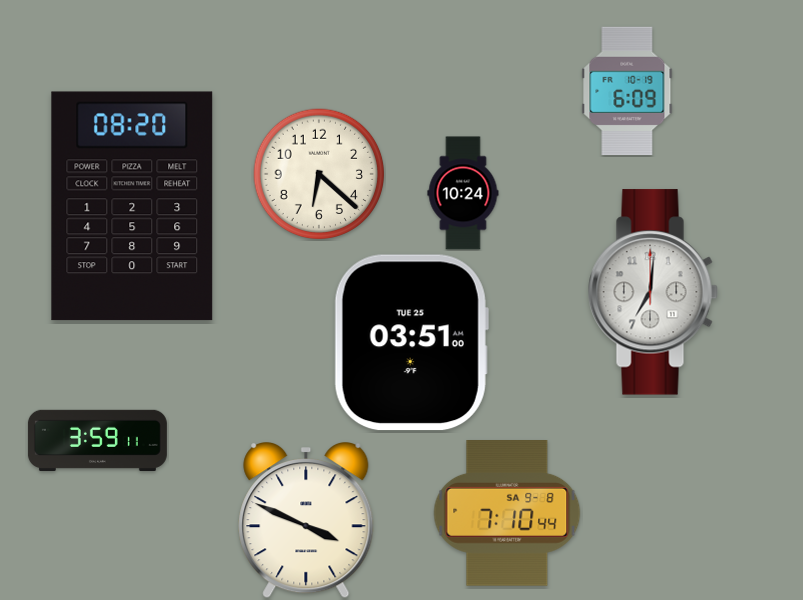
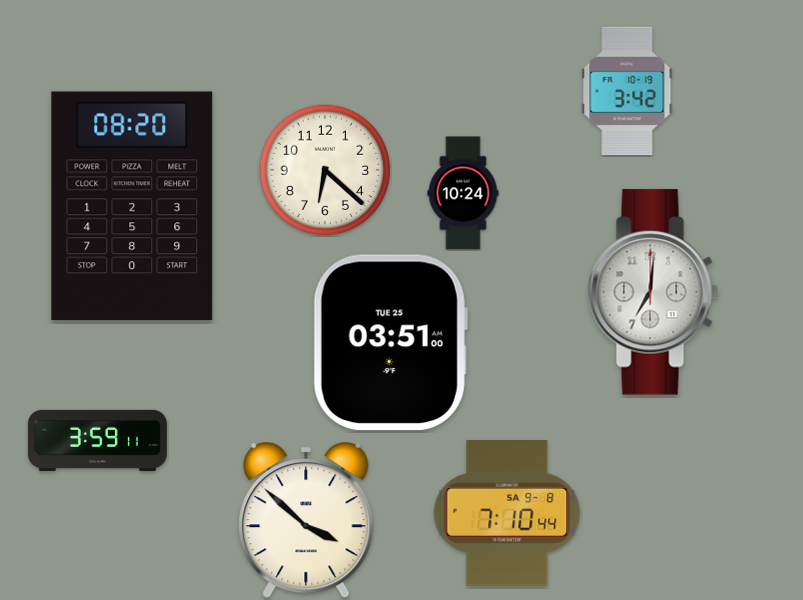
clock at (627, 91): 6:09 -> 3:42
clock at (319, 174) position: (319, 174) -> (325, 170)
clock at (411, 343) position: (411, 343) -> (390, 343)
clock at (306, 521): 3:49 -> 3:52
